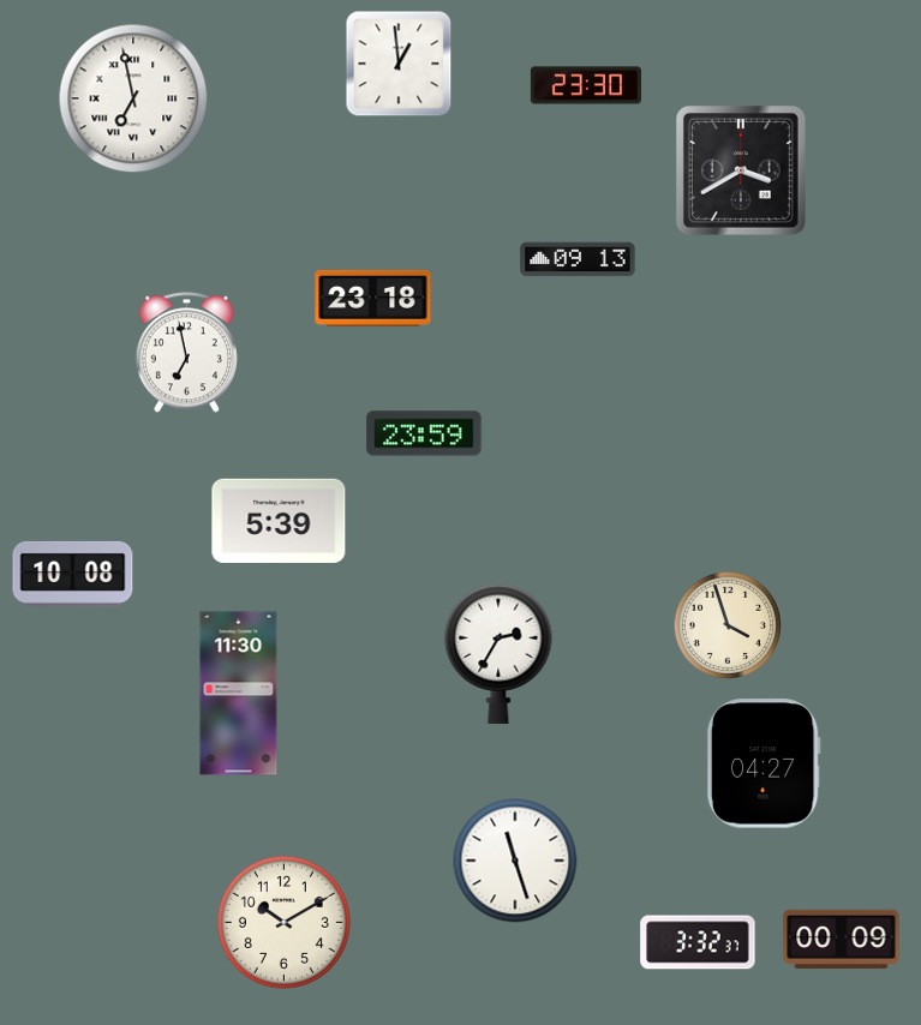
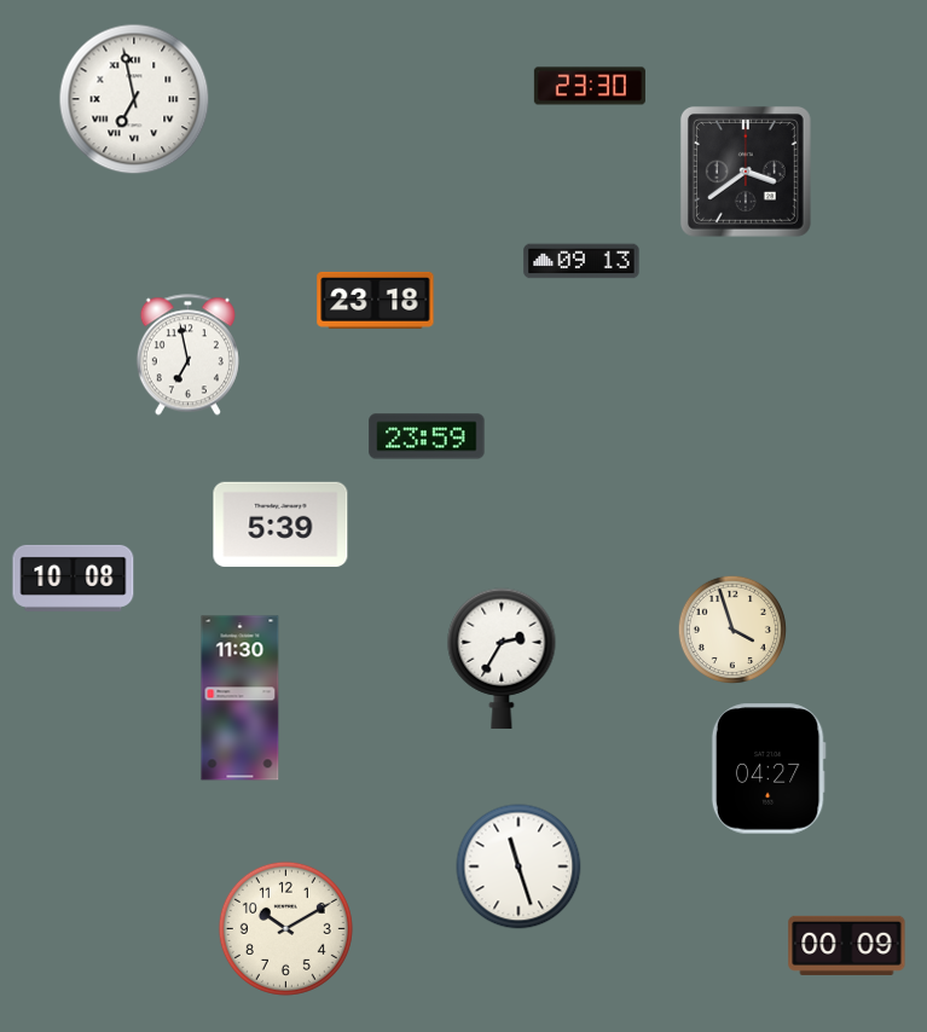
clock at (399, 64): 12:59 -> none
clock at (741, 170): 3:40 -> 3:39
clock at (698, 942): 3:32 -> none
